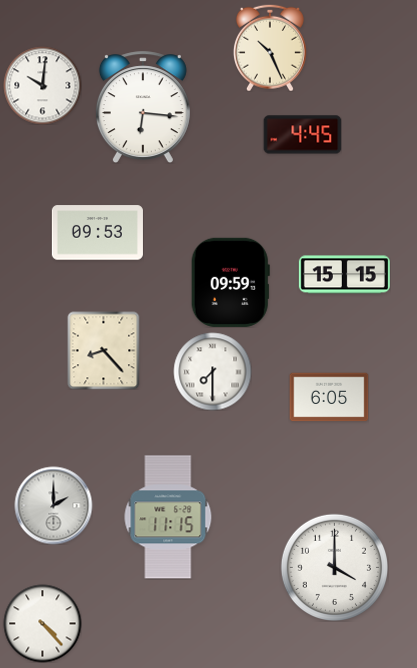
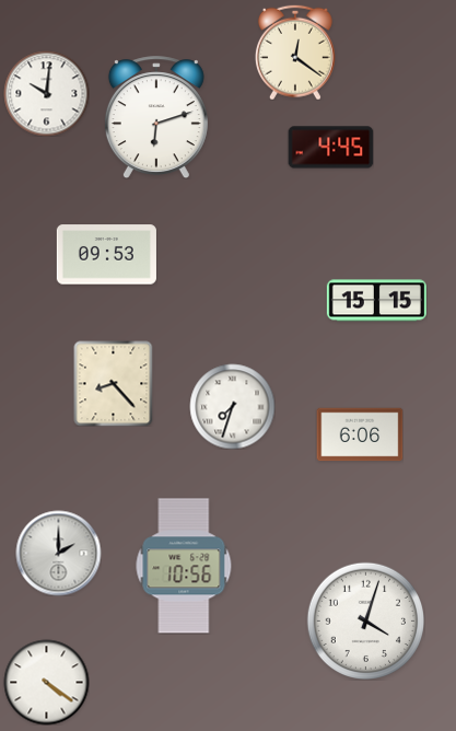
clock at (270, 48): 10:26 -> 12:21
clock at (143, 107): 6:16 -> 6:12
clock at (230, 282): 09:59 -> none
clock at (212, 371): 7:30 -> 7:33
clock at (329, 397): 6:05 -> 6:06
clock at (168, 517): 11:15 -> 10:56
clock at (334, 567): 4:00 -> 4:03
clock at (42, 623): 4:23 -> 4:21
